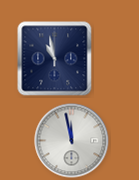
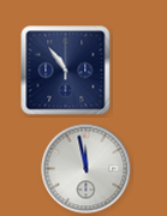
clock at (55, 59): 10:58 -> 10:54
